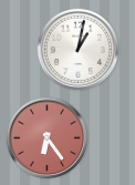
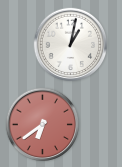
clock at (48, 138): 6:24 -> 6:39
